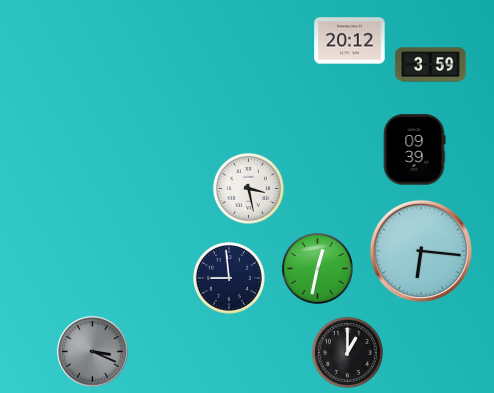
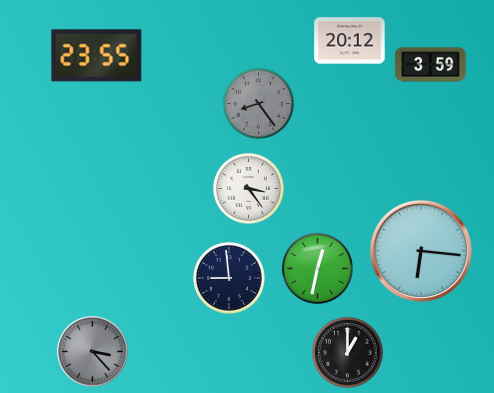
clock at (97, 56): none -> 23:55
clock at (258, 103): none -> 8:24
clock at (414, 150): 09:39 -> none
clock at (248, 188): 3:28 -> 3:24
clock at (93, 352): 3:19 -> 3:23
